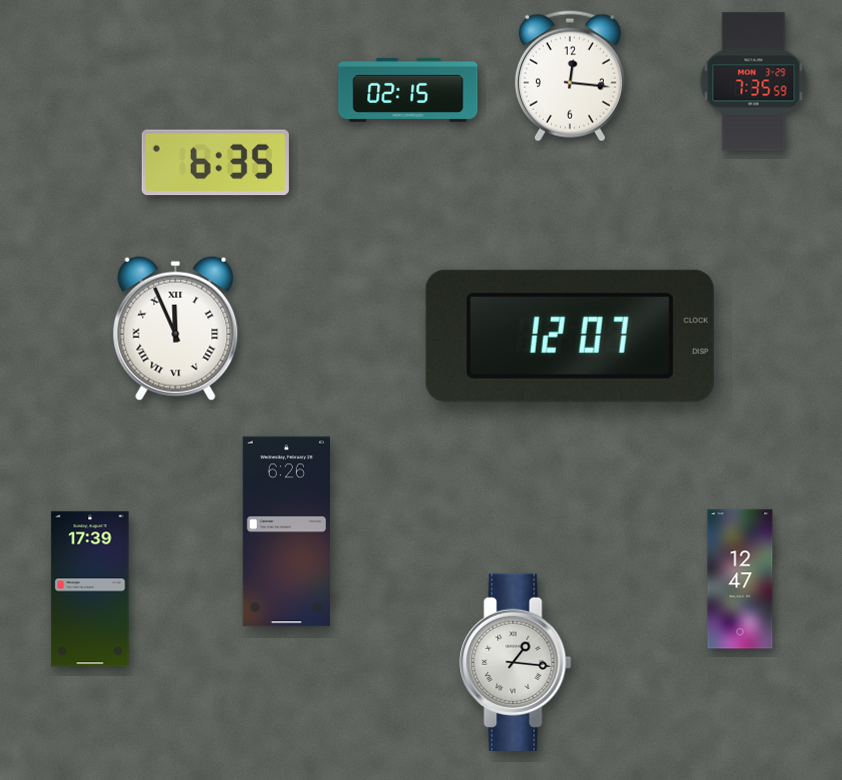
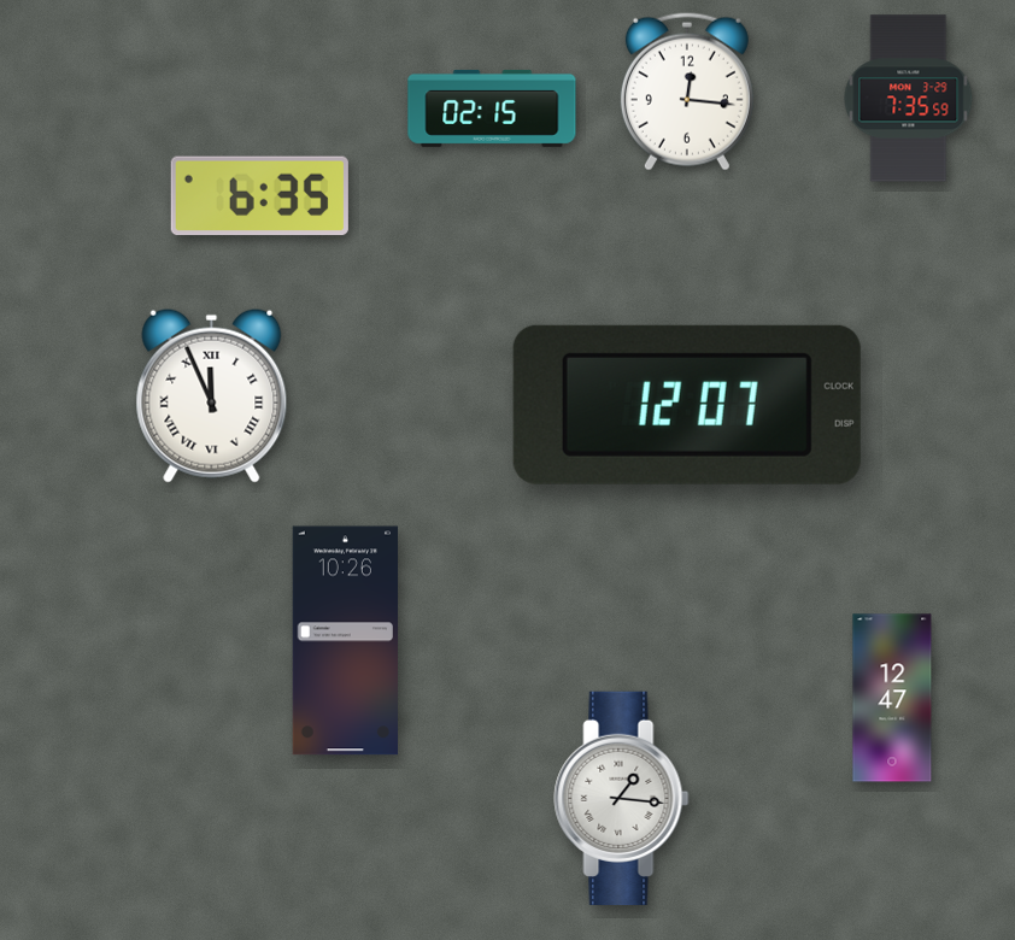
clock at (286, 532): 6:26 -> 10:26
clock at (90, 589): 17:39 -> none
